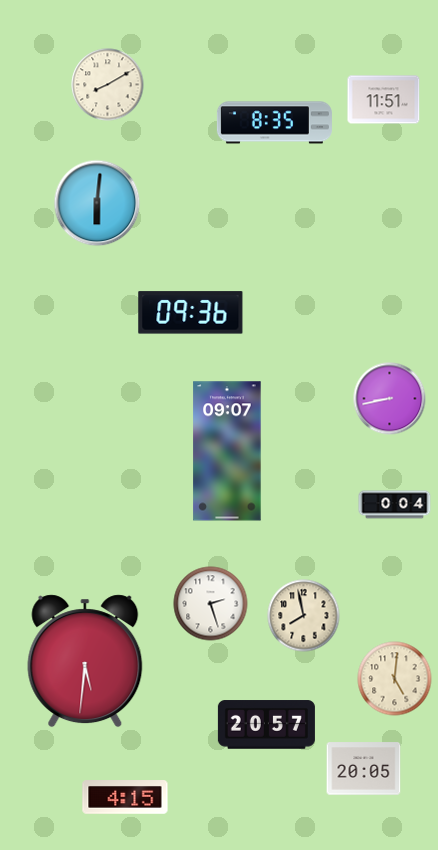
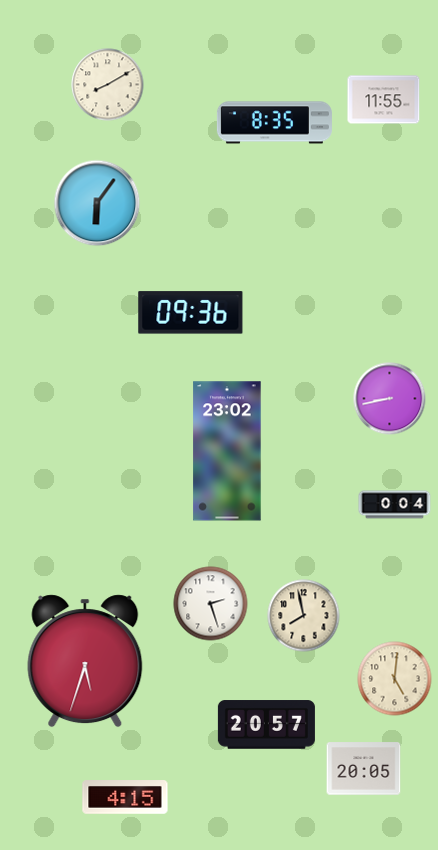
clock at (384, 100): 11:51 -> 11:55
clock at (97, 203): 6:01 -> 6:06
clock at (227, 451): 09:07 -> 23:02
clock at (85, 661): 5:31 -> 5:33
